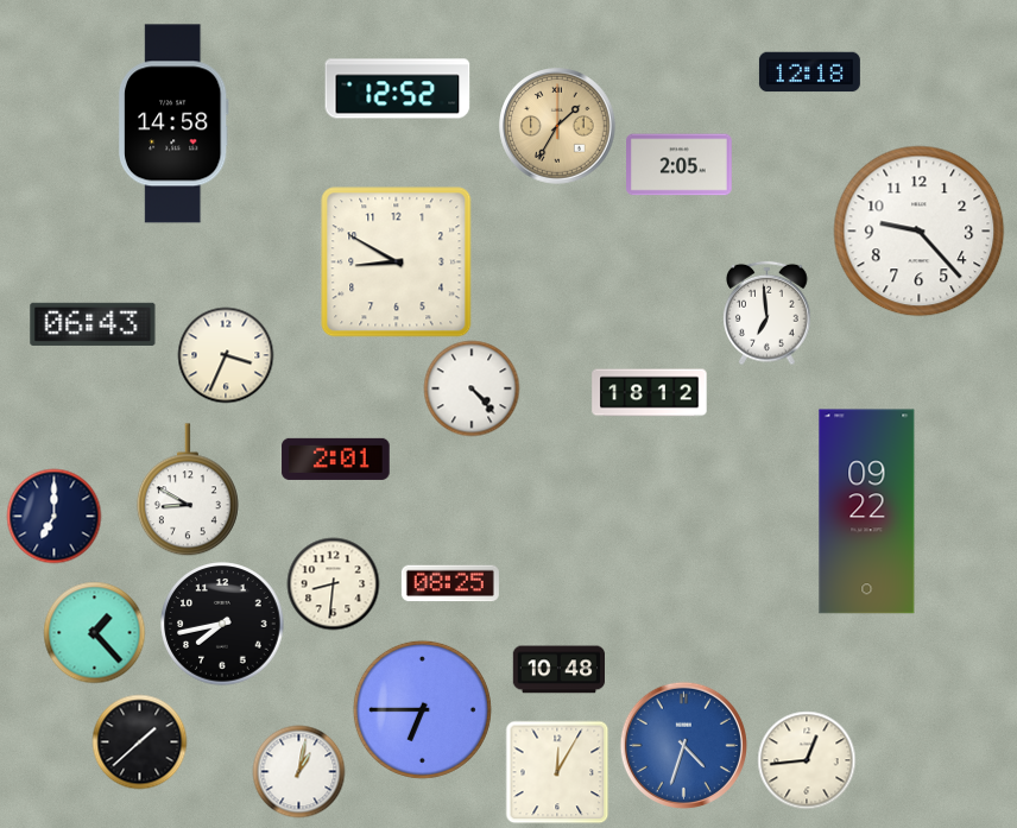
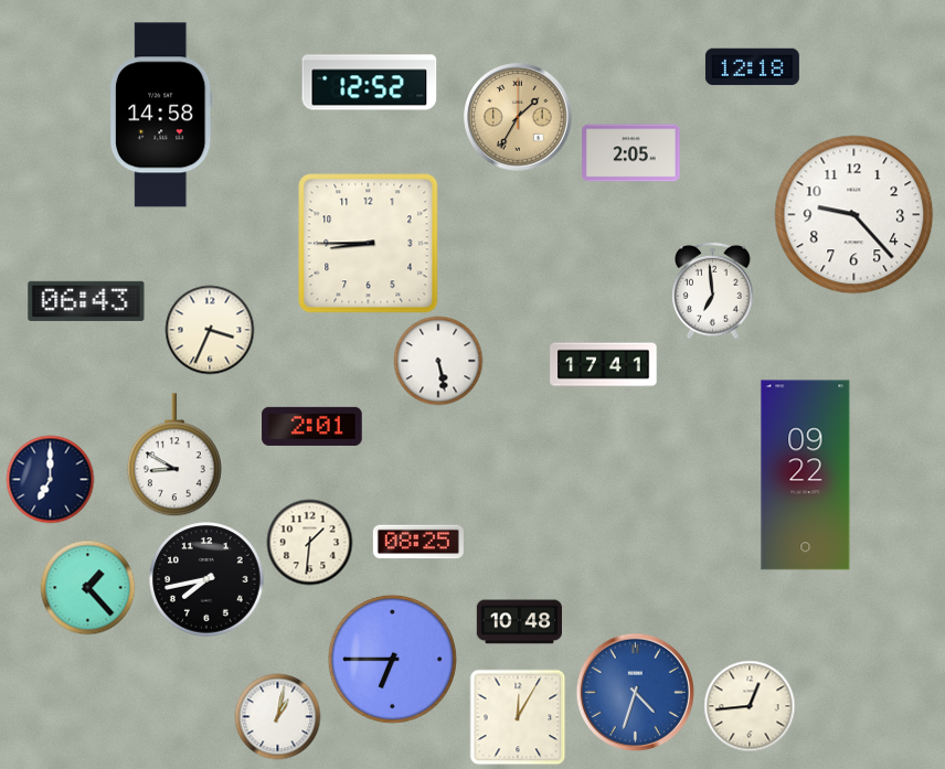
clock at (397, 263): 8:50 -> 8:45
clock at (472, 388): 4:23 -> 5:28
clock at (650, 393): 18:12 -> 17:41
clock at (333, 583): 8:31 -> 1:31
clock at (139, 741): 1:38 -> none
